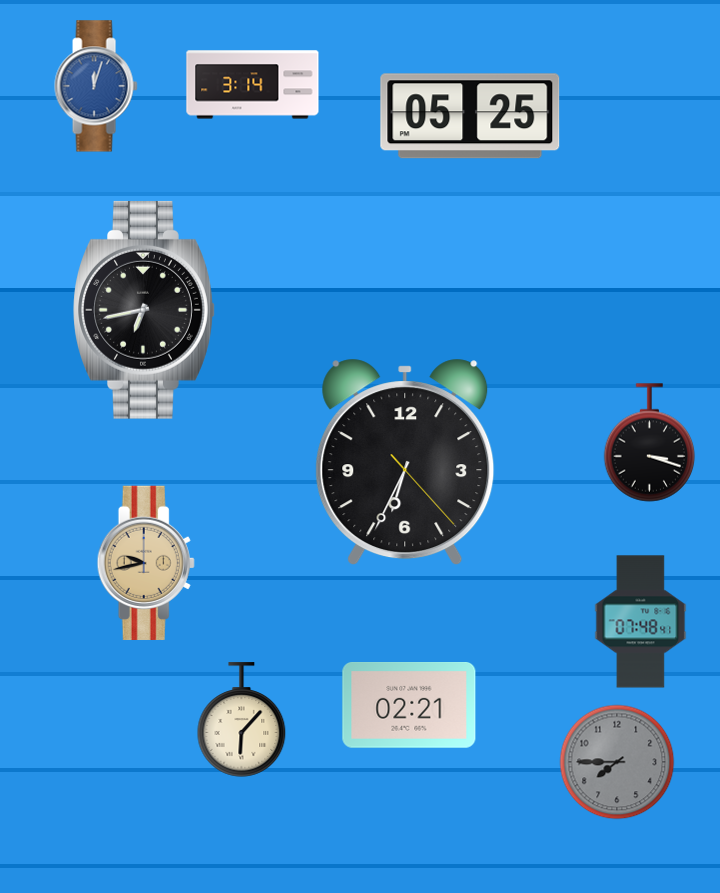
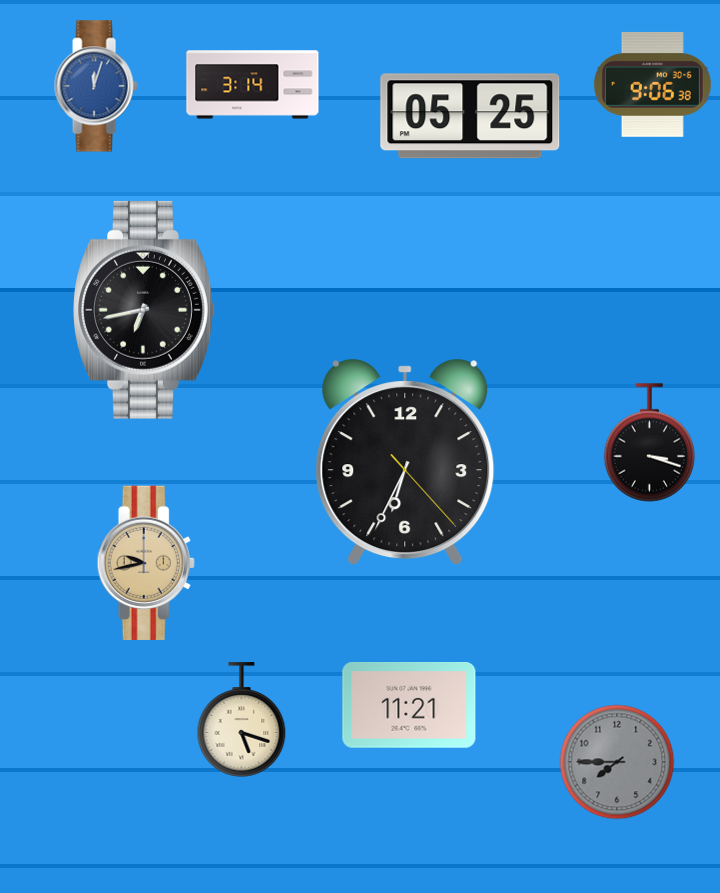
clock at (652, 84): none -> 9:06
clock at (641, 622): 07:48 -> none
clock at (409, 706): 02:21 -> 11:21
clock at (242, 720): 6:07 -> 5:18
